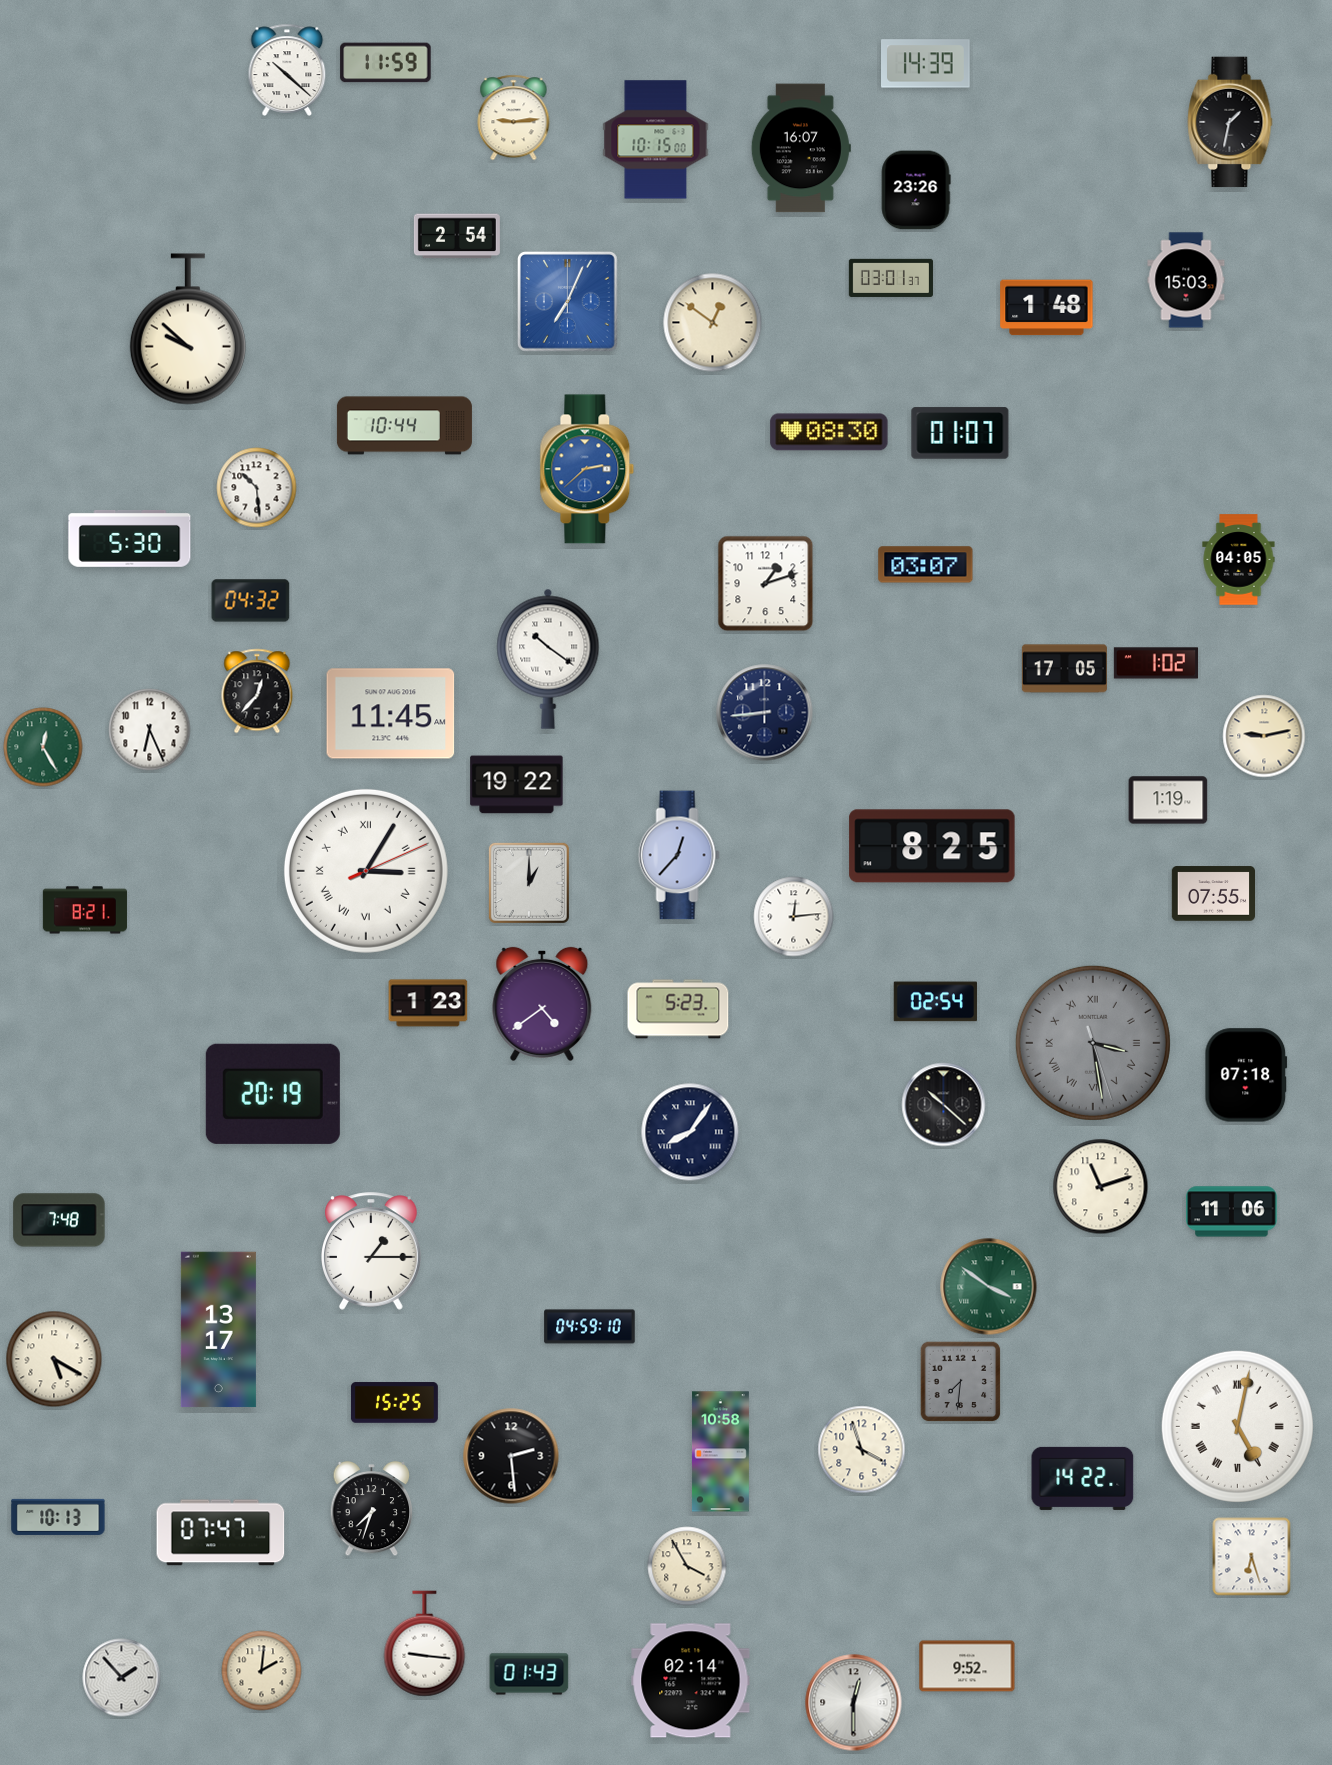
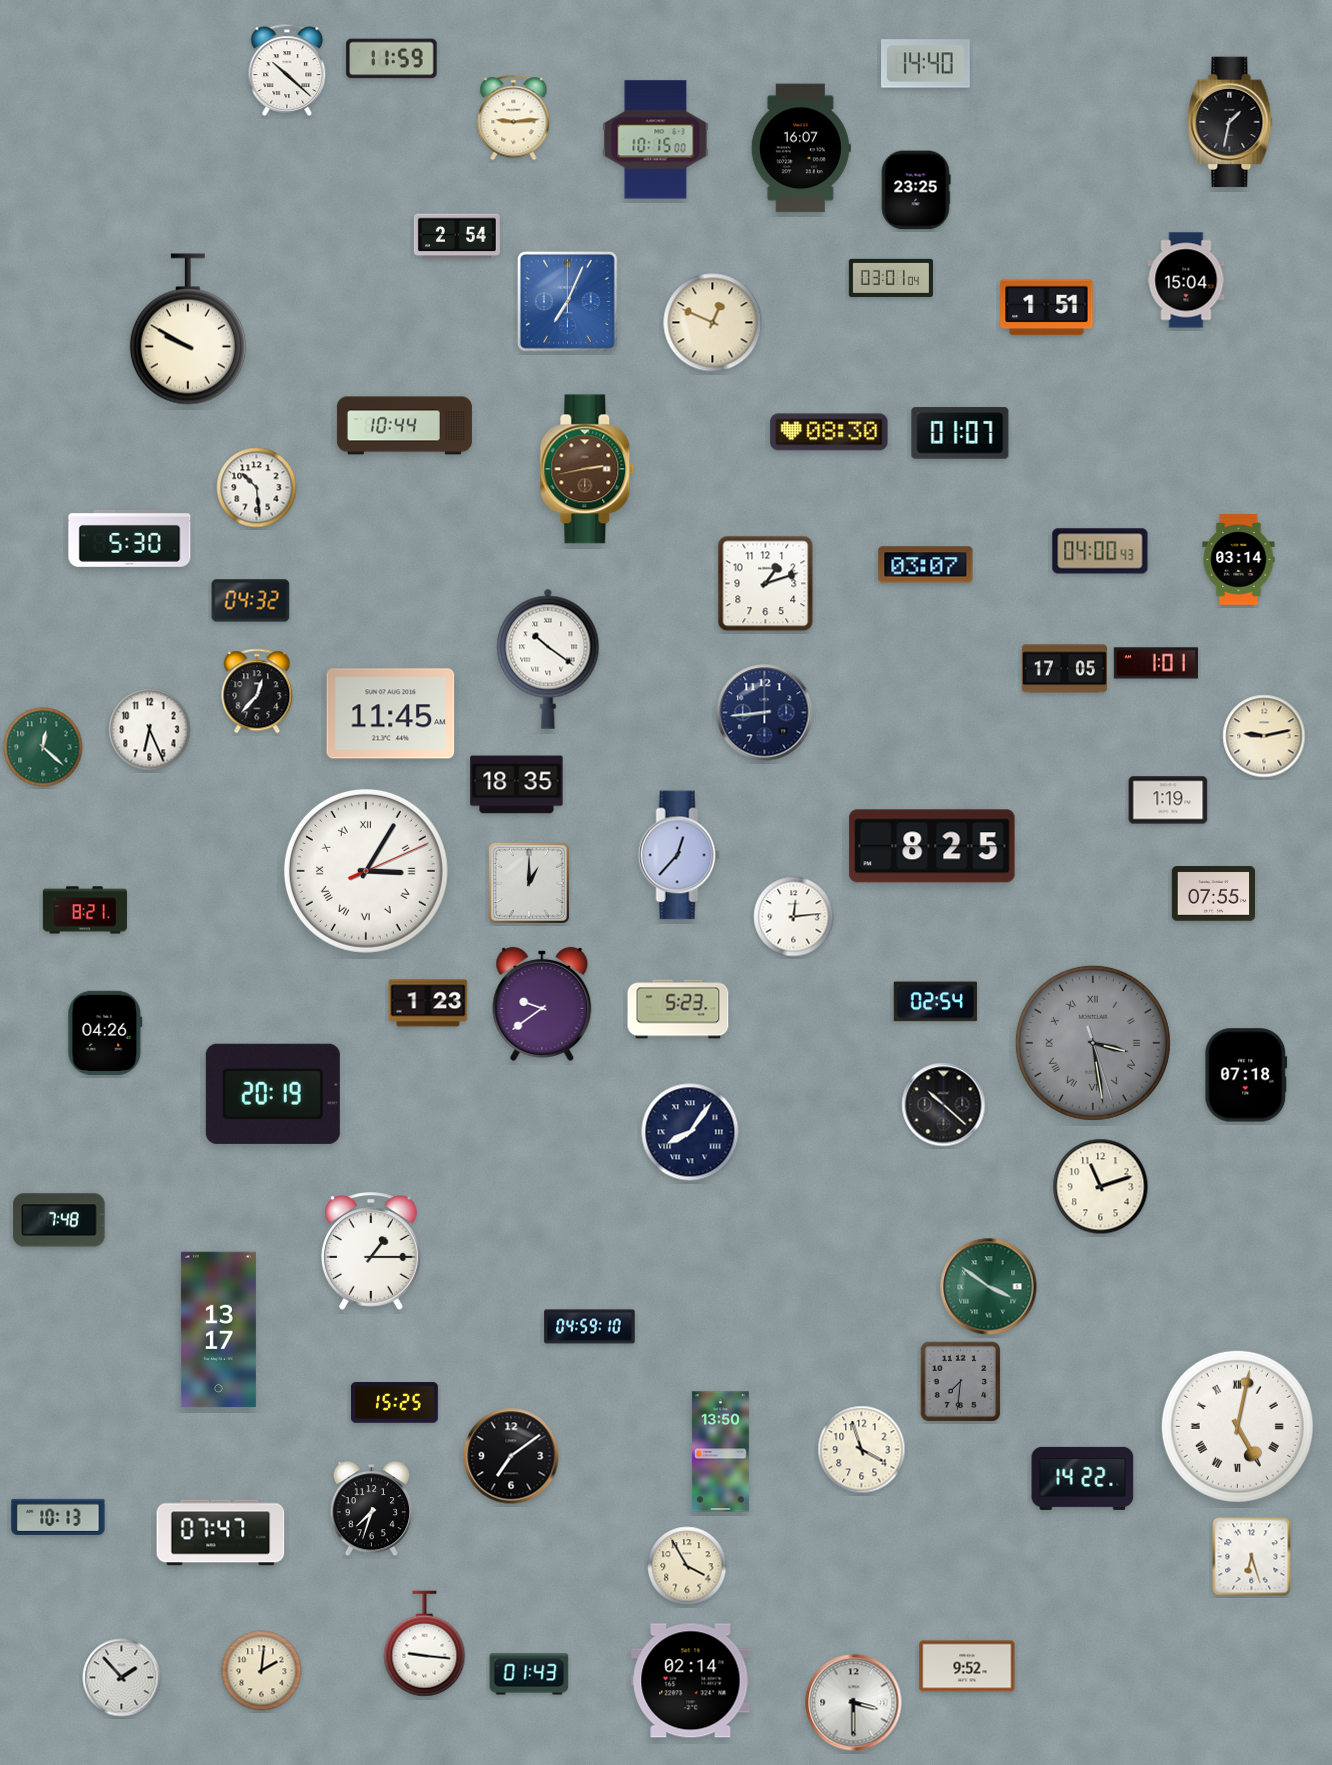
clock at (386, 63) position: (386, 63) -> (392, 59)
clock at (926, 64): 14:39 -> 14:40
clock at (916, 190): 23:26 -> 23:25
clock at (890, 277): 03:01:37 -> 03:01:04
clock at (1186, 280): 15:03 -> 15:04
clock at (1047, 308): 1:48 -> 1:51
clock at (713, 323): 12:51 -> 12:49
clock at (188, 329): 9:52 -> 9:50
clock at (587, 469): 2:38 -> 2:43
clock at (587, 469) dial: blue -> brown
clock at (1100, 551): none -> 04:00
clock at (1239, 560): 04:05 -> 03:14
clock at (1156, 663): 1:02 -> 1:01
clock at (43, 747): 12:25 -> 12:22
clock at (517, 785): 19:22 -> 18:35
clock at (542, 1004): 4:39 -> 9:39
clock at (105, 1033): none -> 04:26
clock at (1232, 1212): 11:06 -> none
clock at (54, 1359): 5:20 -> none
clock at (720, 1452): 10:58 -> 13:50
clock at (511, 1456): 2:29 -> 7:09
clock at (854, 1703): 12:30 -> 3:30
